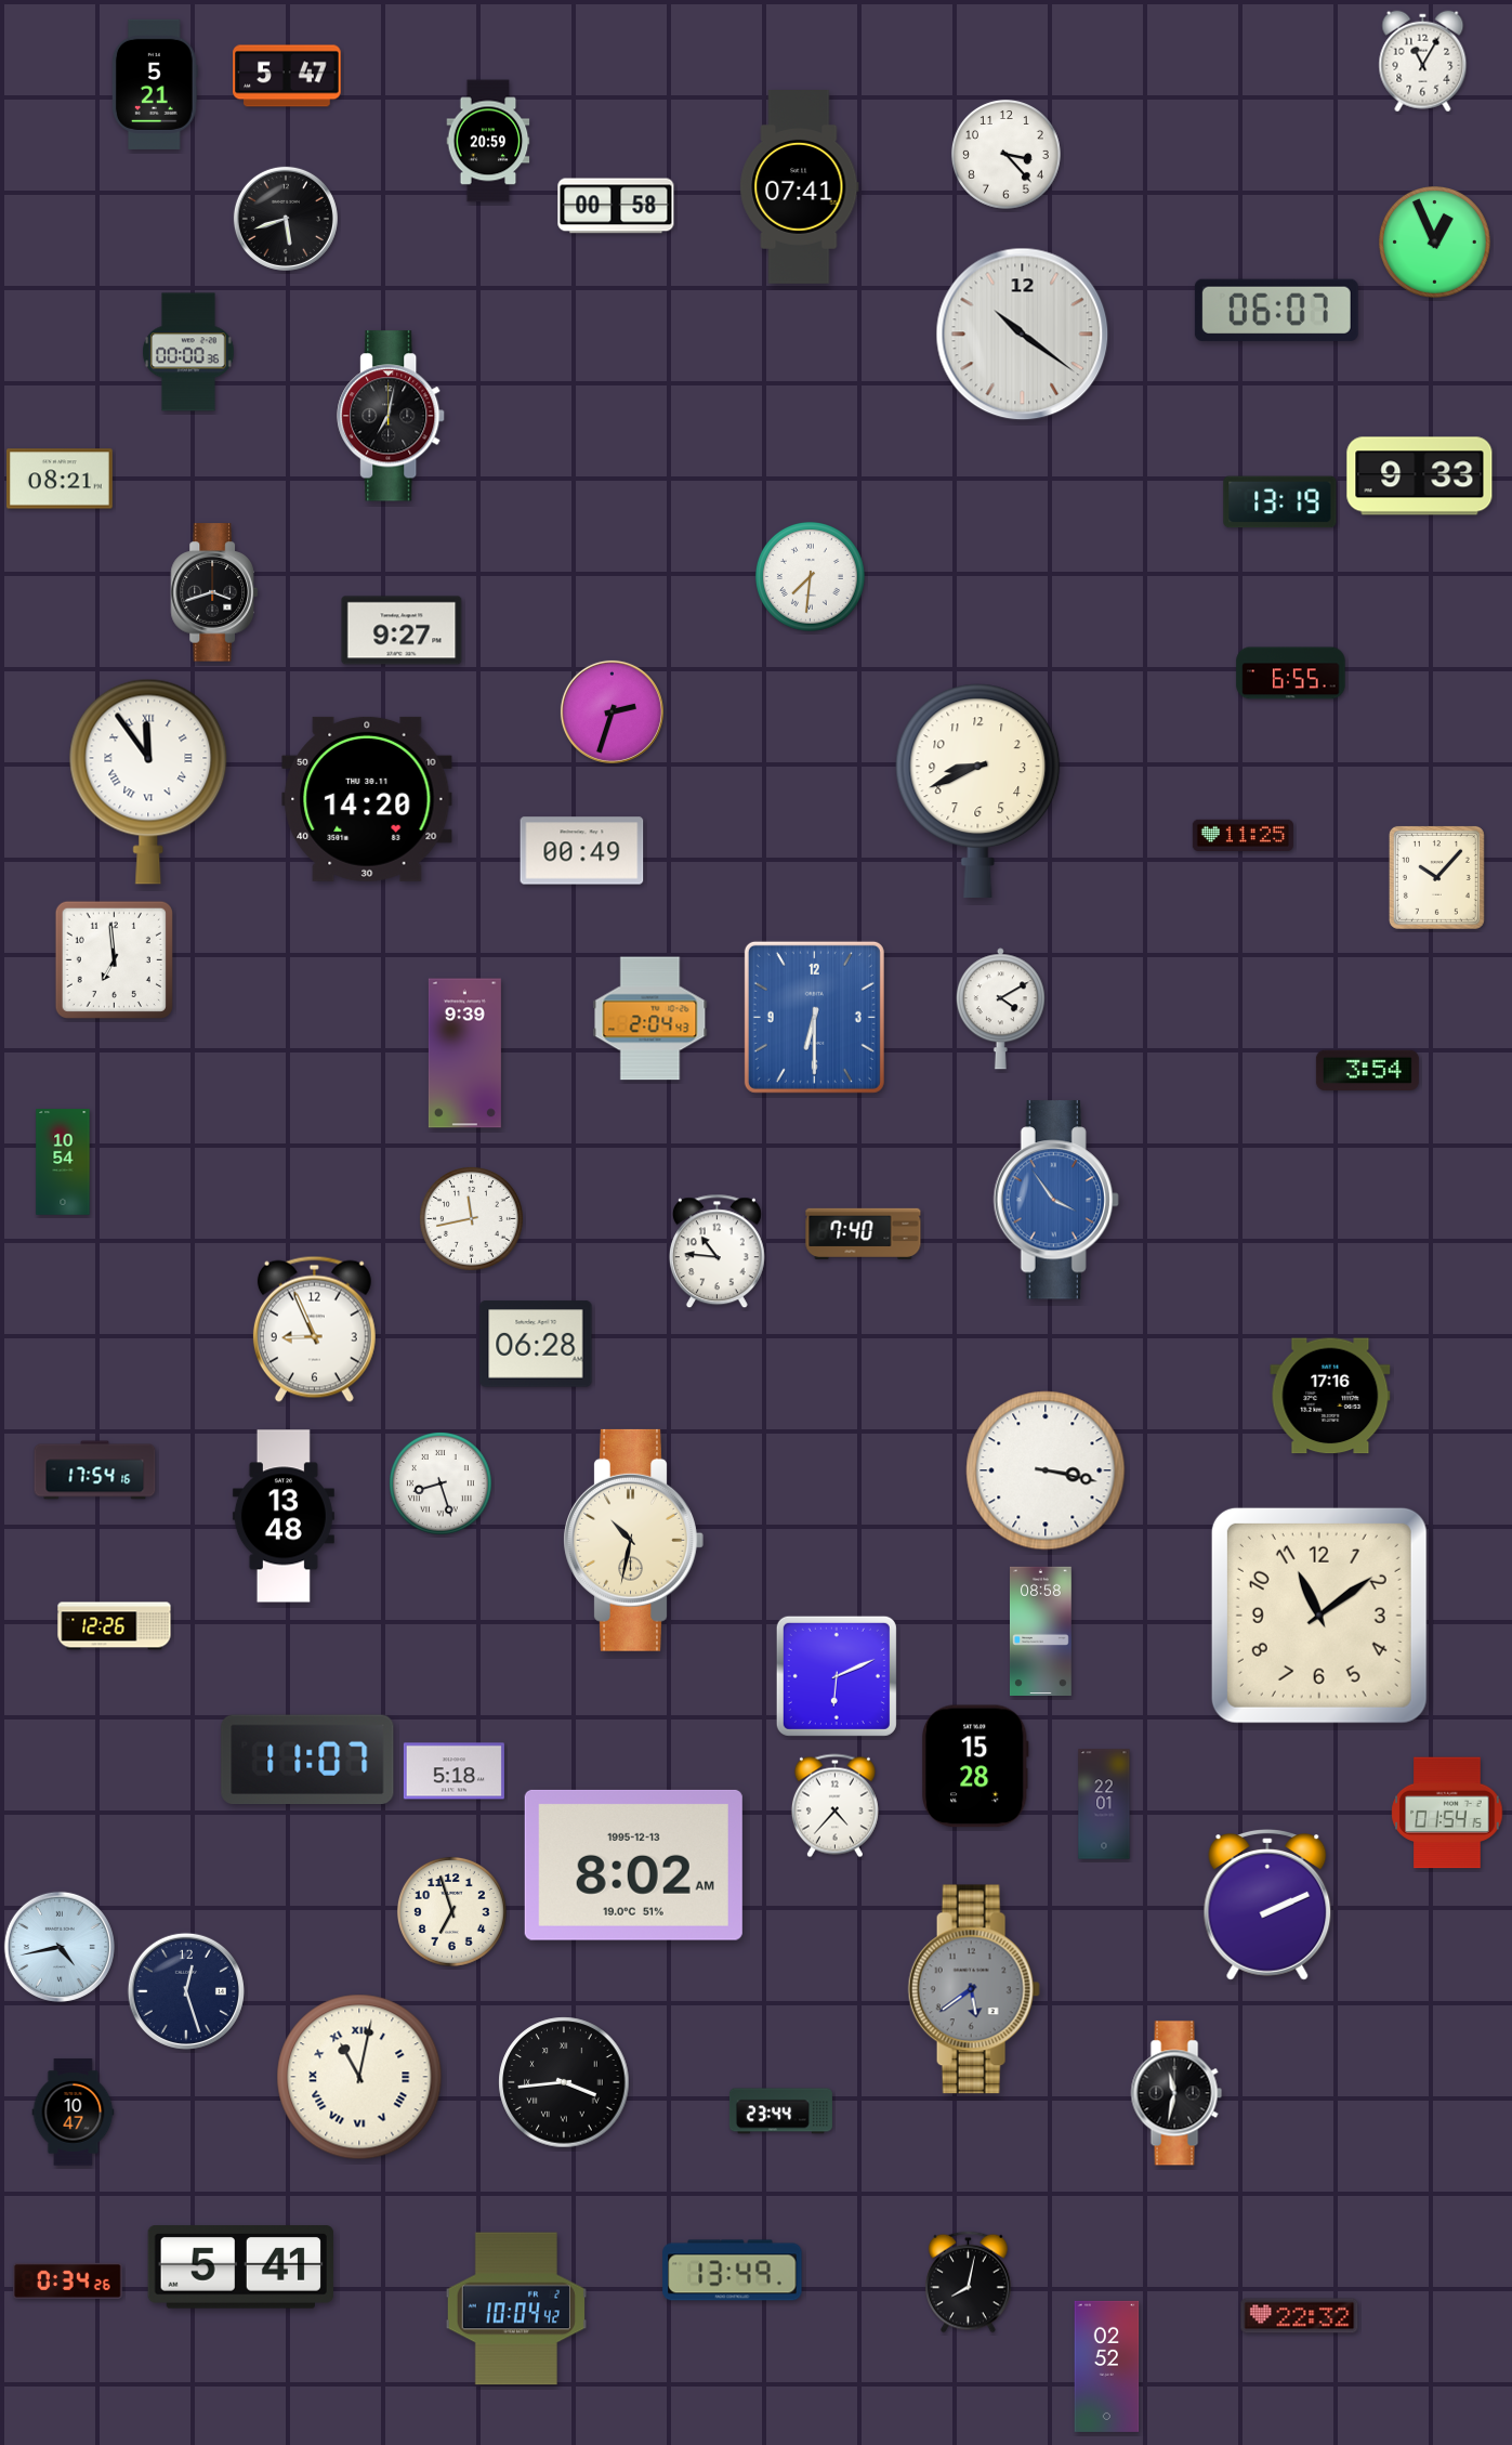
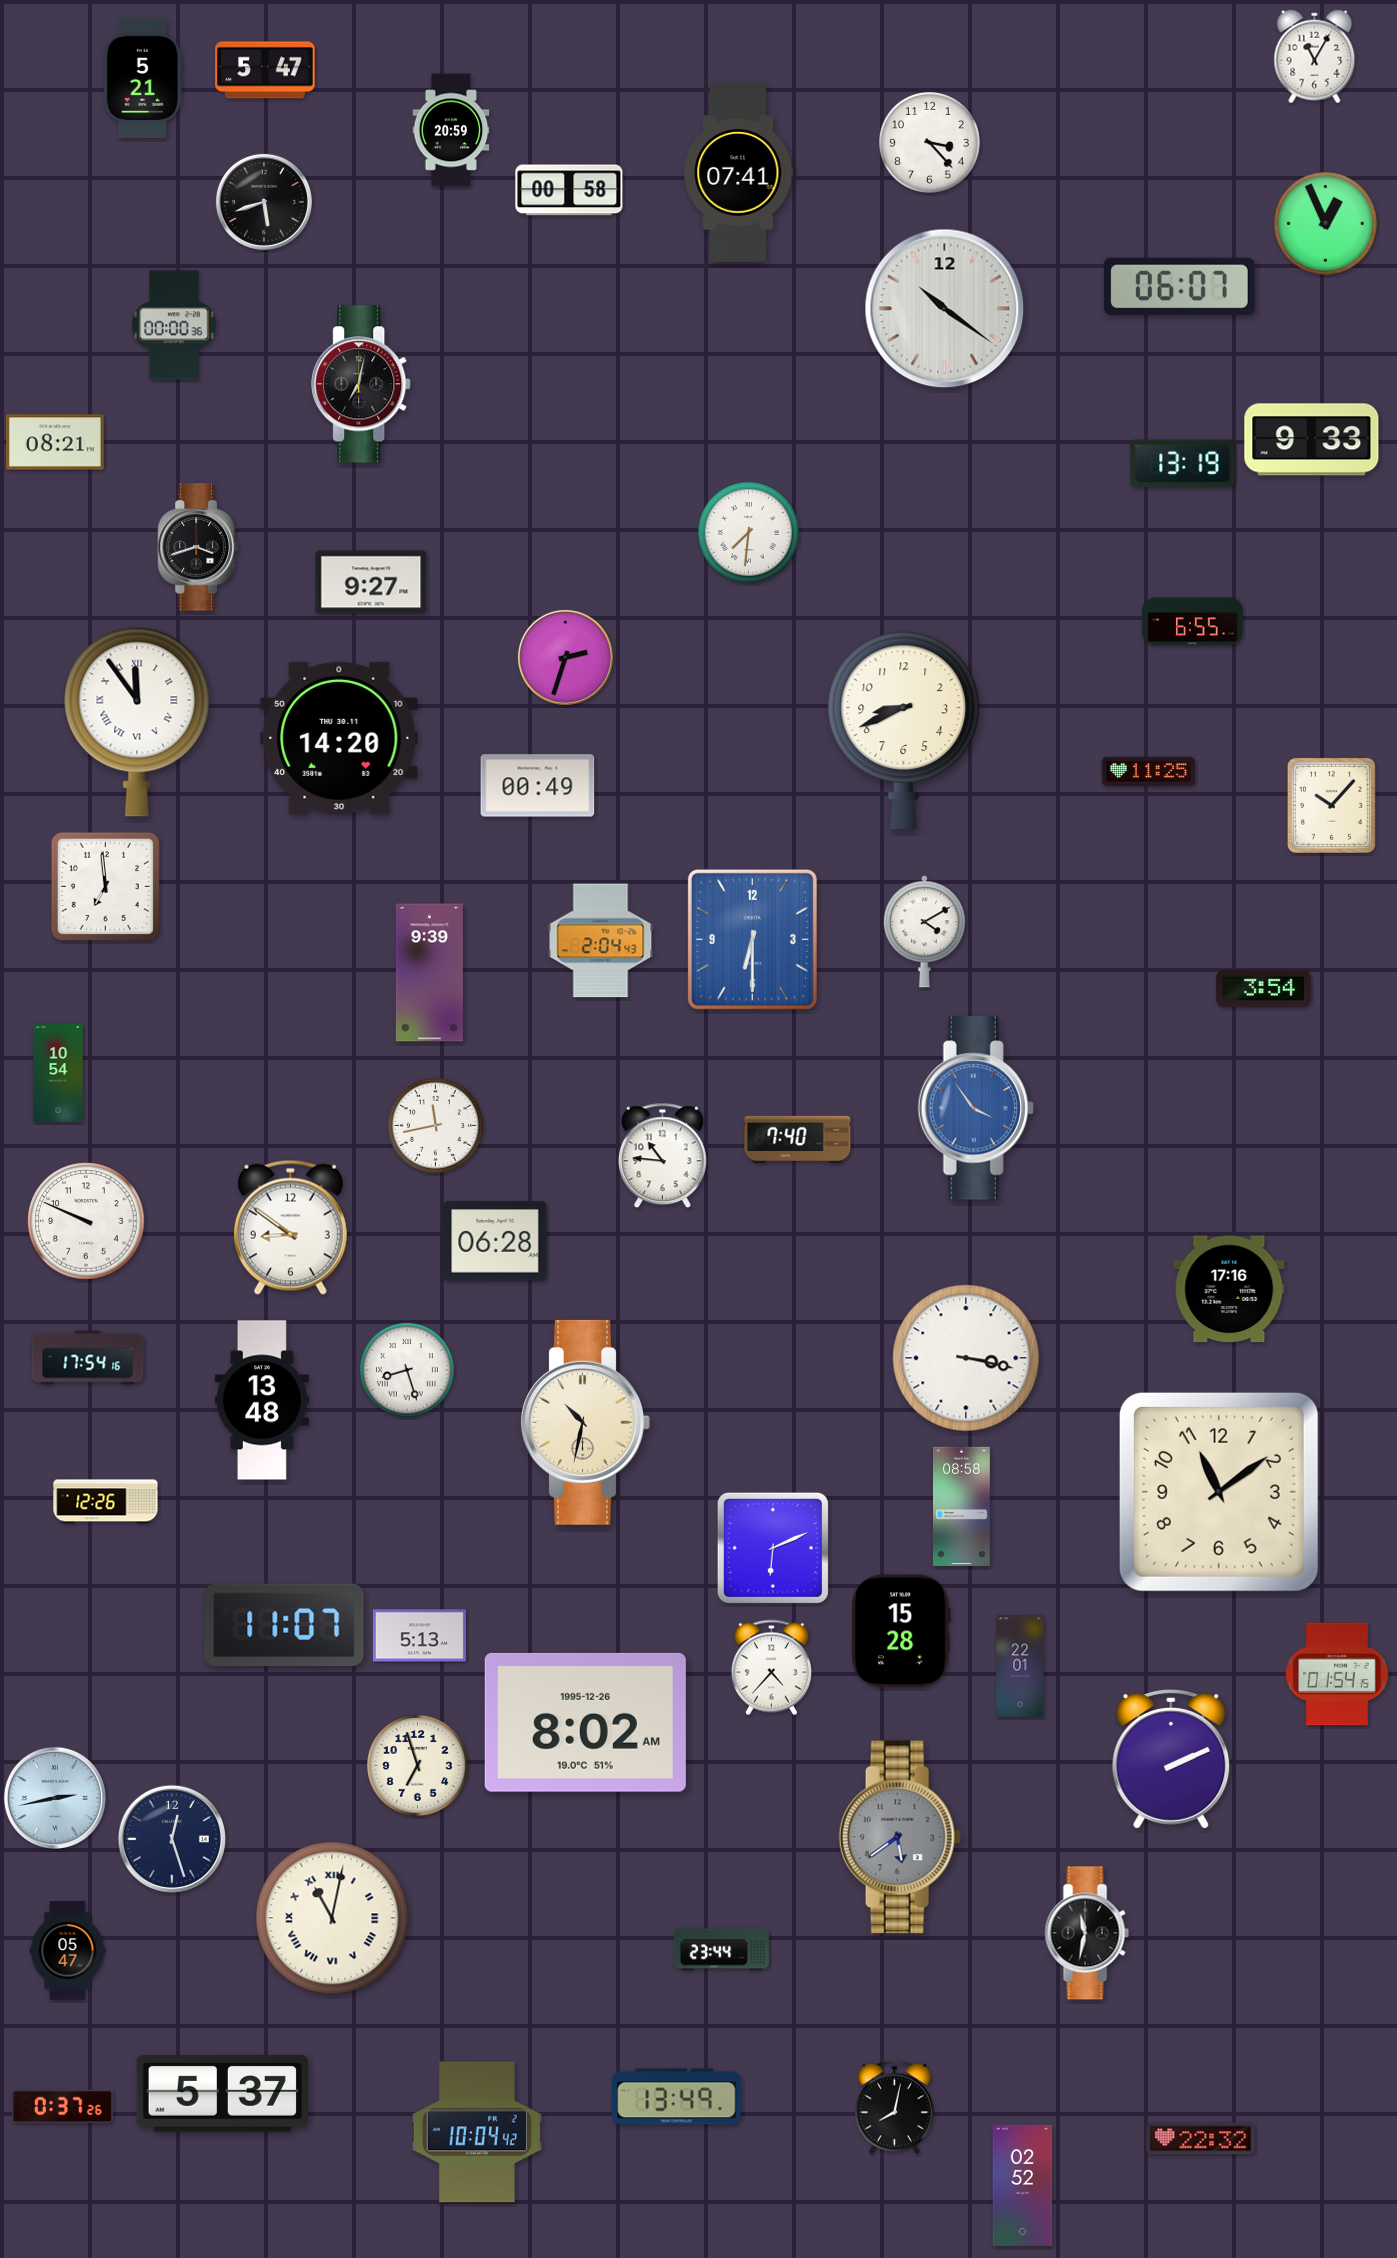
clock at (1436, 877) position: (1436, 877) -> (1331, 805)
clock at (86, 1221): none -> 9:49
clock at (314, 1329): 8:56 -> 8:51
clock at (453, 1771): 5:18 -> 5:13
clock at (633, 1865) date: 1995-12-13 -> 1995-12-26
clock at (60, 1947): 4:43 -> 2:43
clock at (564, 2082): 3:44 -> none
clock at (74, 2113): 10:47 -> 05:47
clock at (240, 2267): 5:41 -> 5:37
clock at (68, 2280): 0:34 -> 0:37
